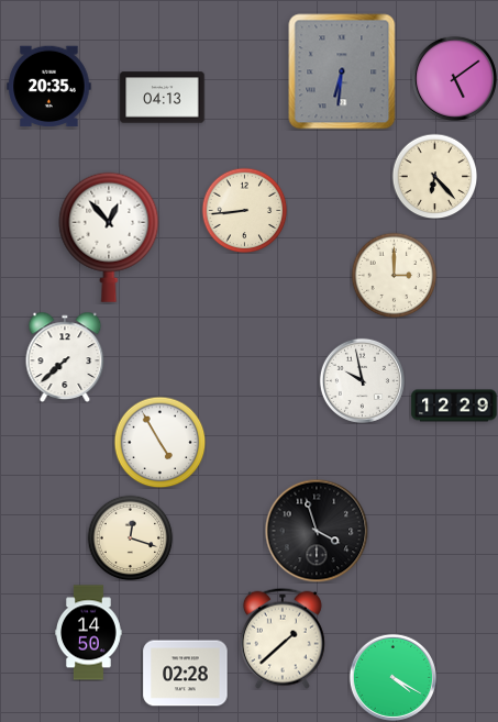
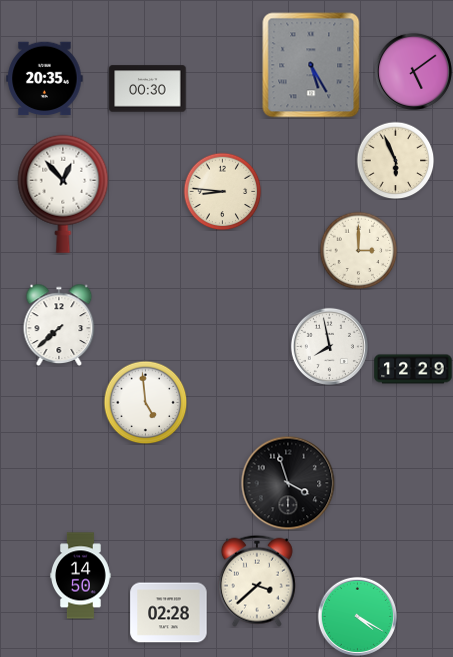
clock at (342, 71): 6:31 -> 5:25
clock at (163, 98): 04:13 -> 00:30
clock at (434, 176): 6:23 -> 5:56
clock at (244, 210): 8:44 -> 8:46
clock at (109, 237) position: (109, 237) -> (63, 194)
clock at (362, 380): 9:58 -> 7:58
clock at (159, 442): 4:55 -> 4:59
clock at (130, 537): 12:18 -> none
clock at (283, 638): 1:38 -> 3:38
